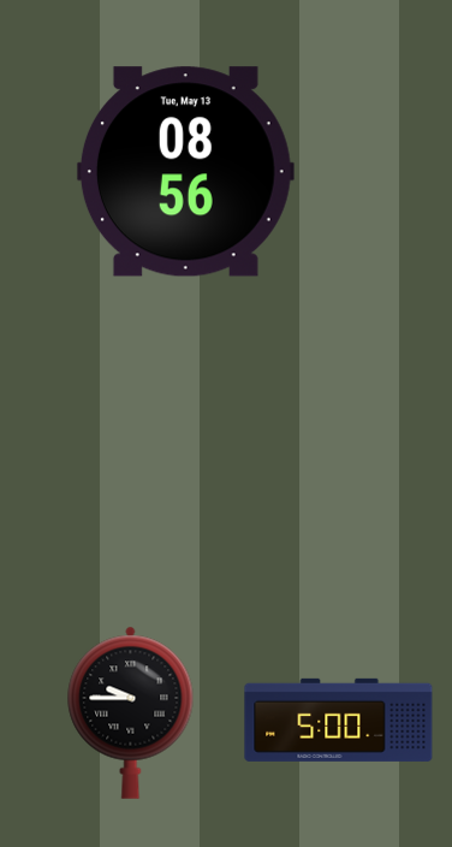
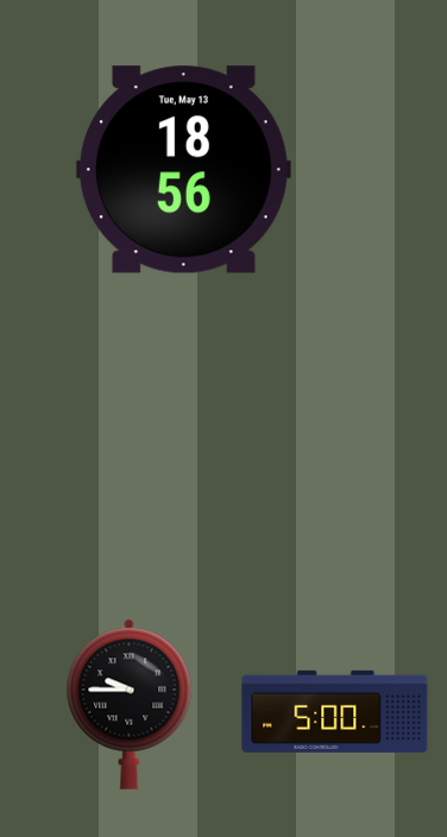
clock at (185, 172): 08:56 -> 18:56
